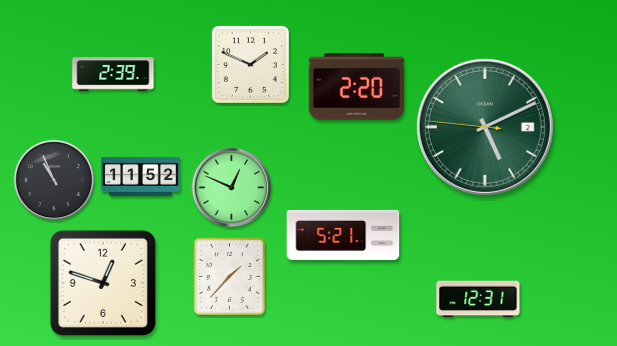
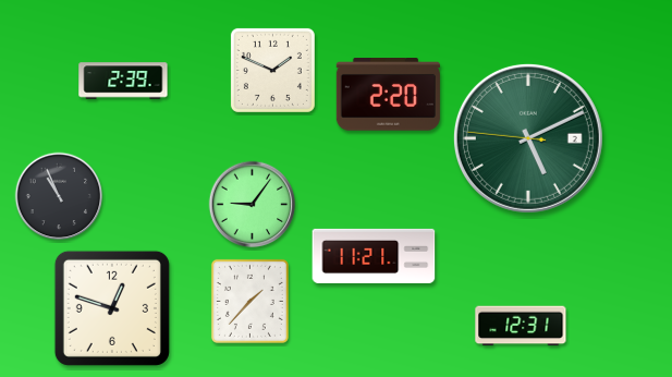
clock at (141, 176): 11:52 -> none
clock at (232, 188): 12:49 -> 9:06
clock at (343, 235): 5:21 -> 11:21
